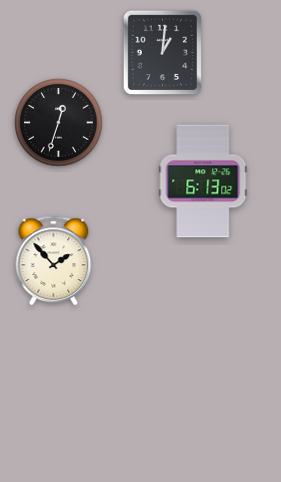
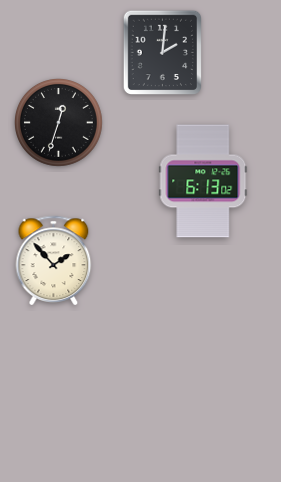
clock at (162, 52): 1:01 -> 2:01
